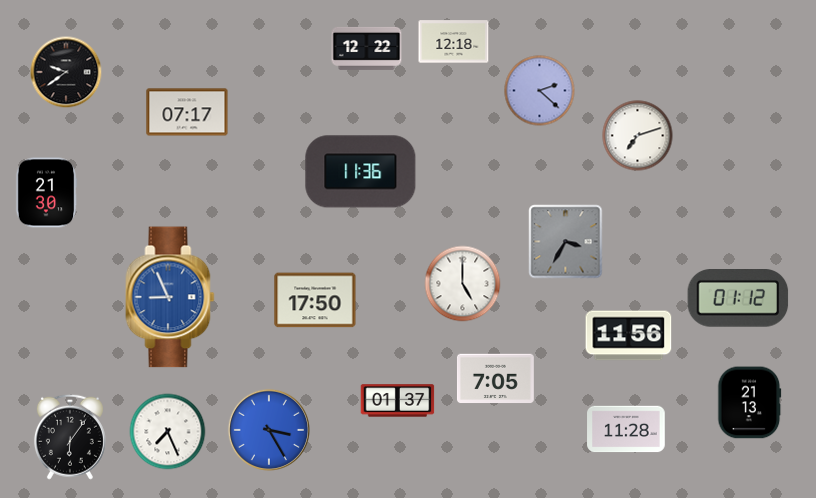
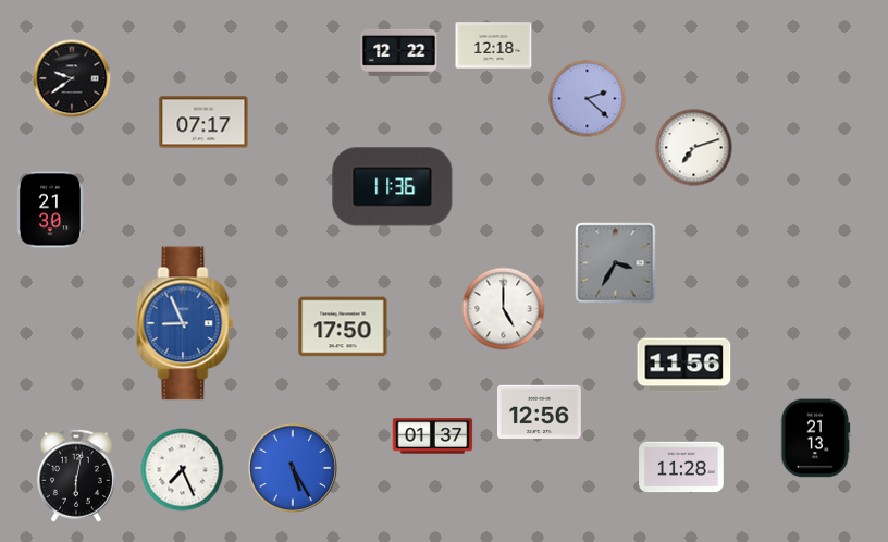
clock at (738, 299): 01:12 -> none
clock at (495, 379): 7:05 -> 12:56
clock at (269, 430): 3:25 -> 5:25
clock at (70, 437): 6:06 -> 6:02
